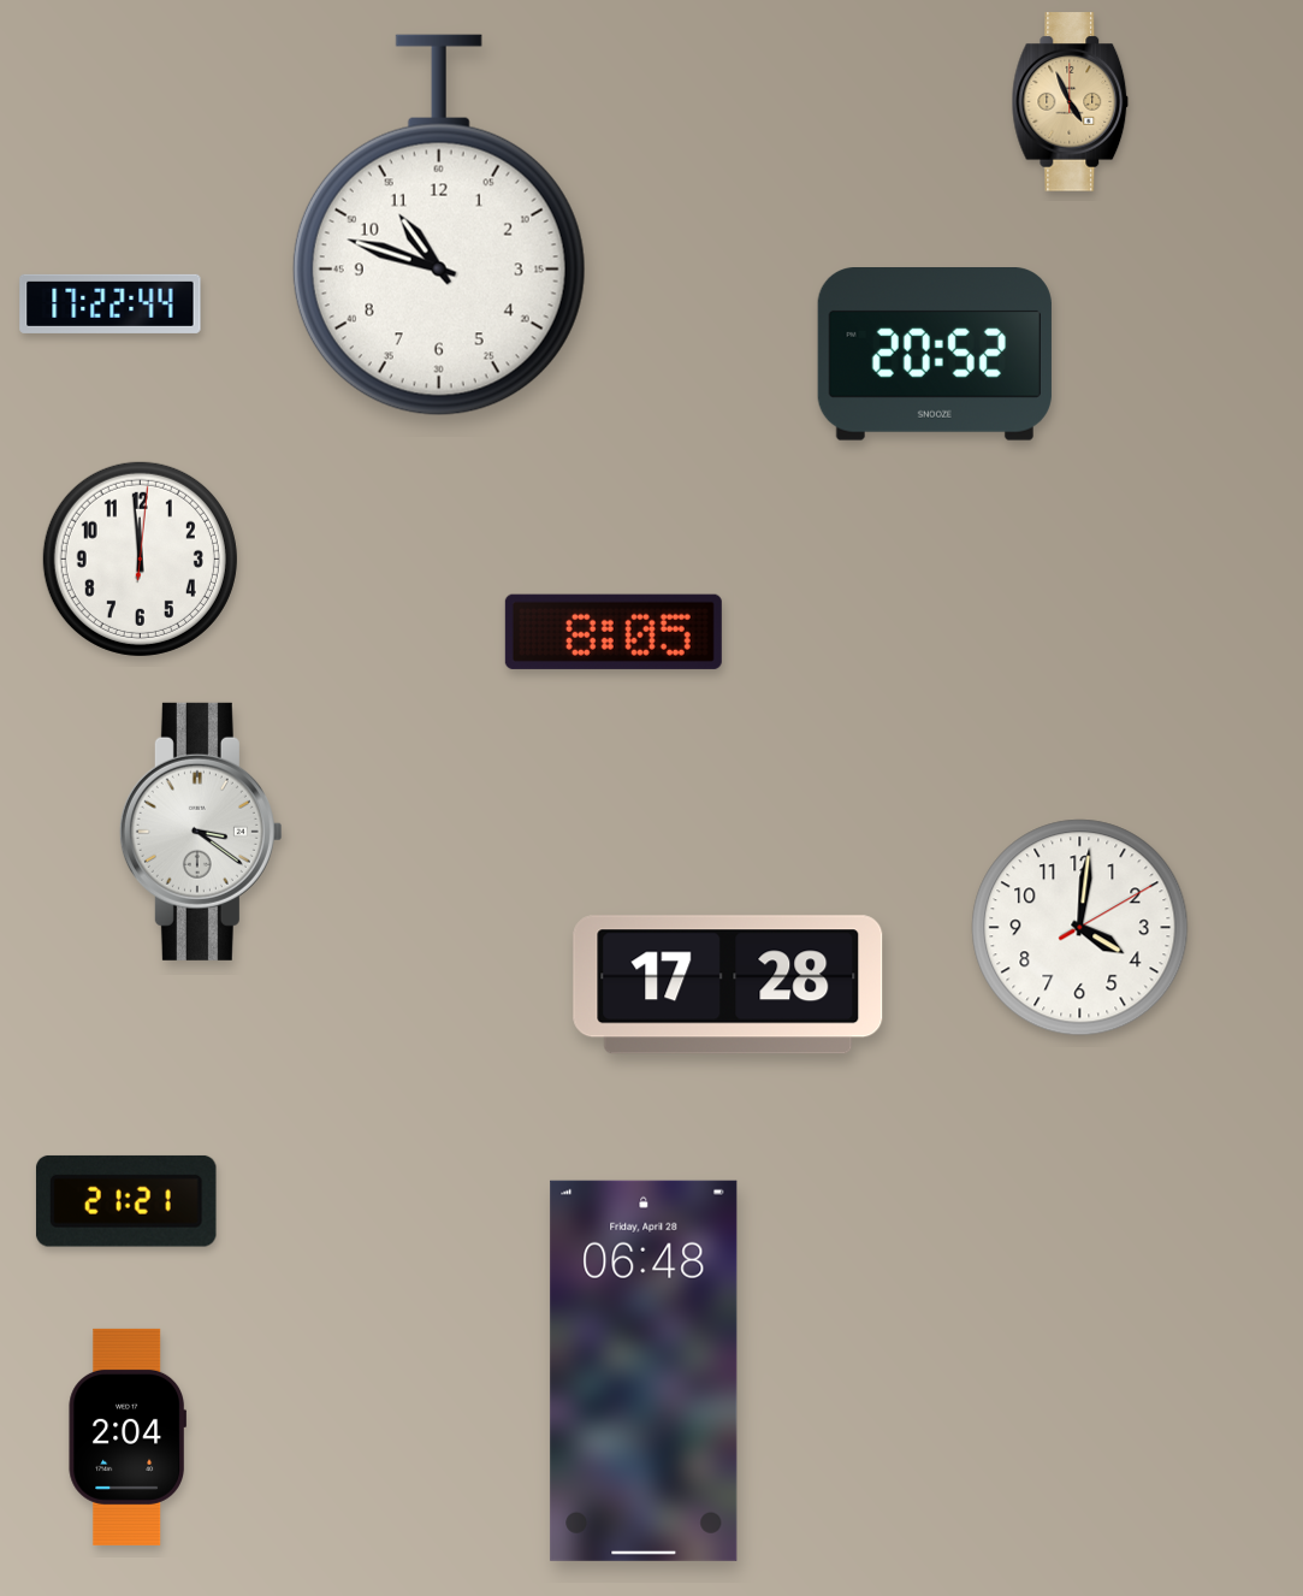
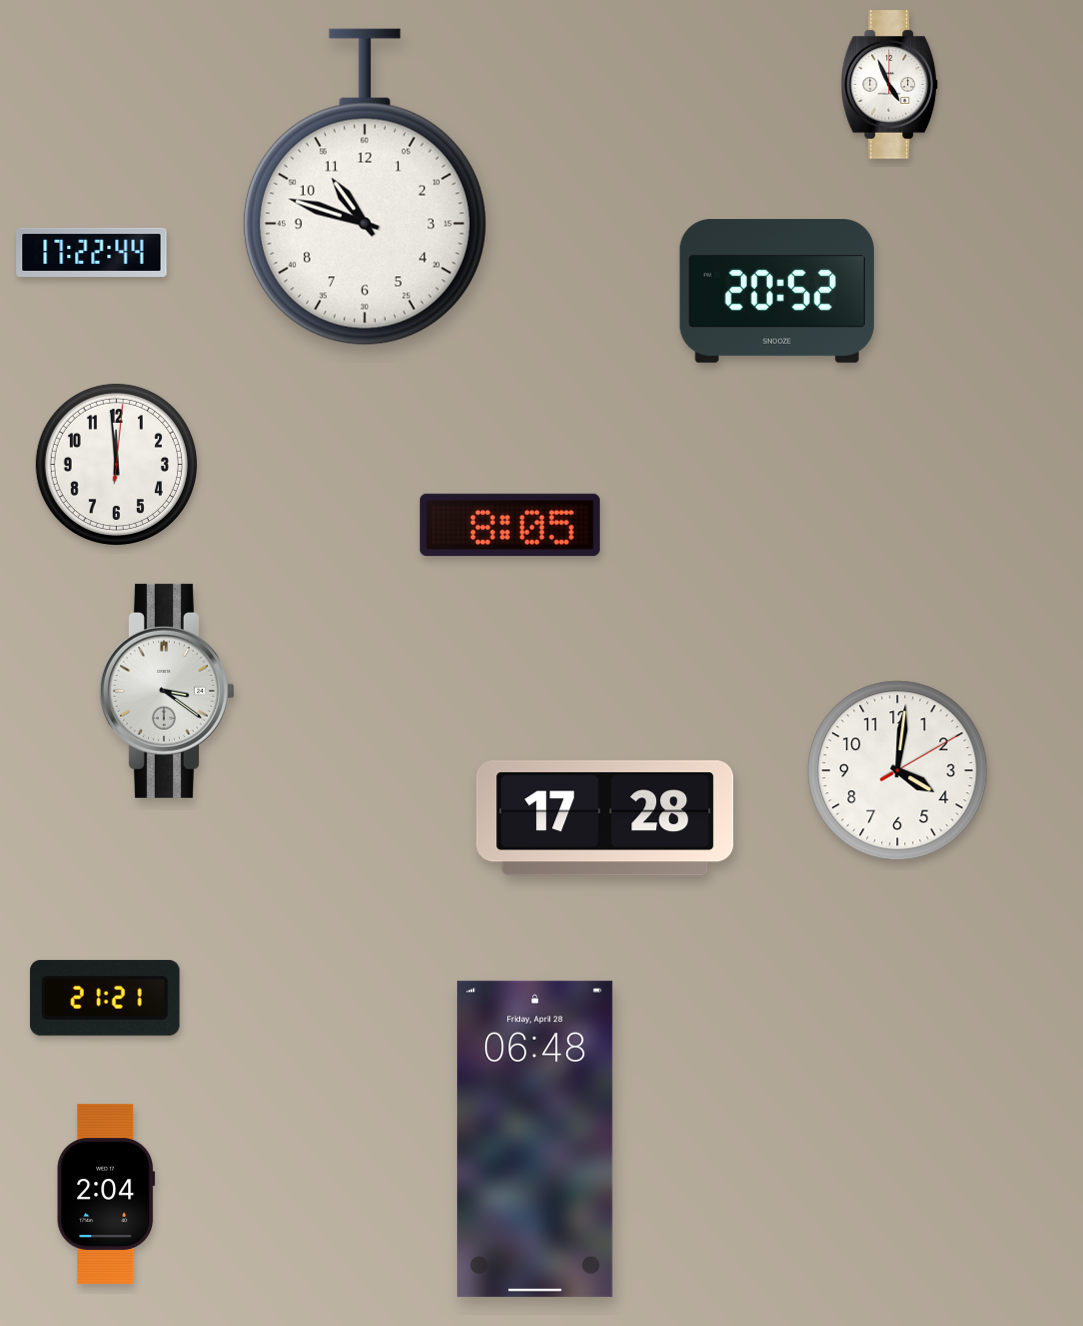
clock at (1071, 102) dial: champagne -> white
clock at (935, 355) position: (935, 355) -> (777, 292)
